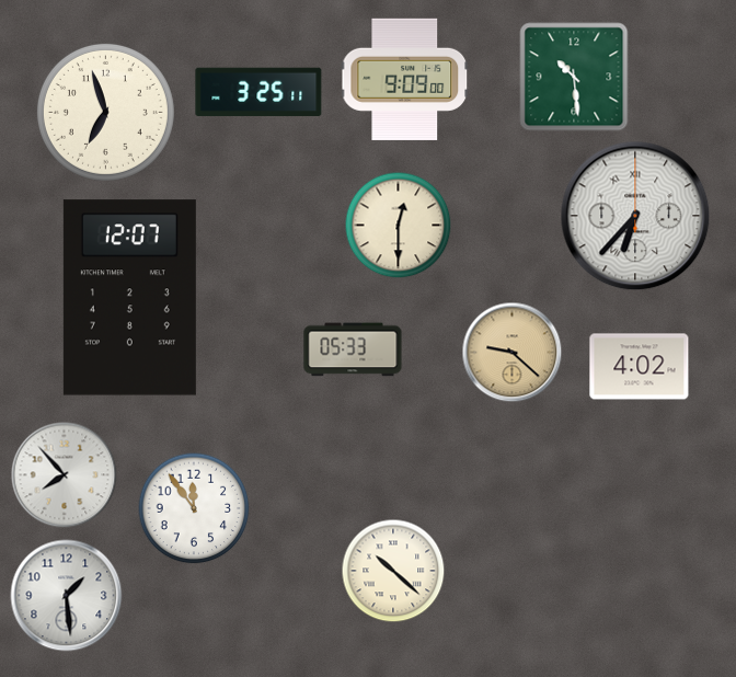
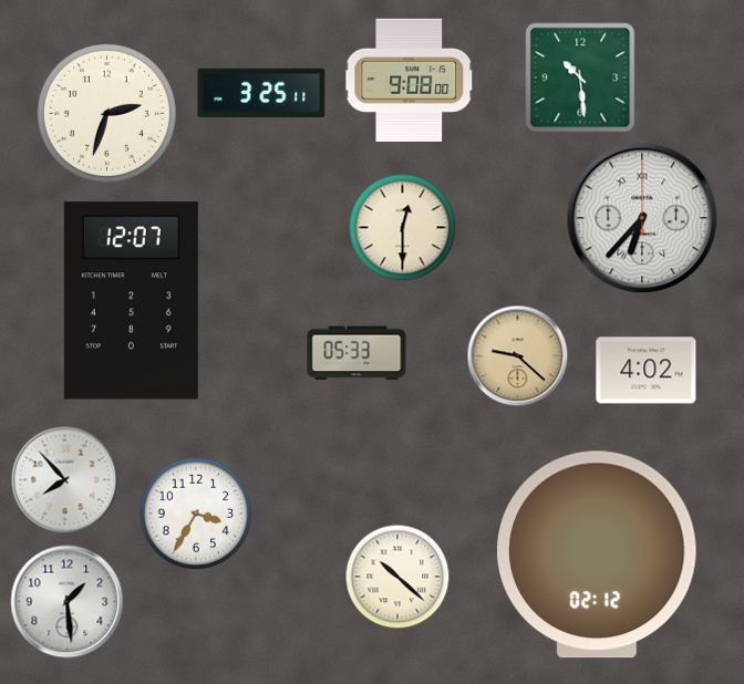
clock at (405, 79): 9:09 -> 9:08
clock at (105, 112): 6:57 -> 2:33
clock at (194, 508): 11:54 -> 3:35
clock at (597, 555): none -> 02:12
